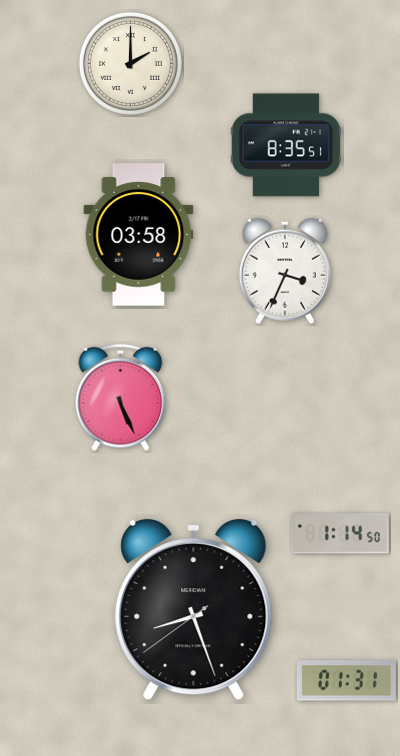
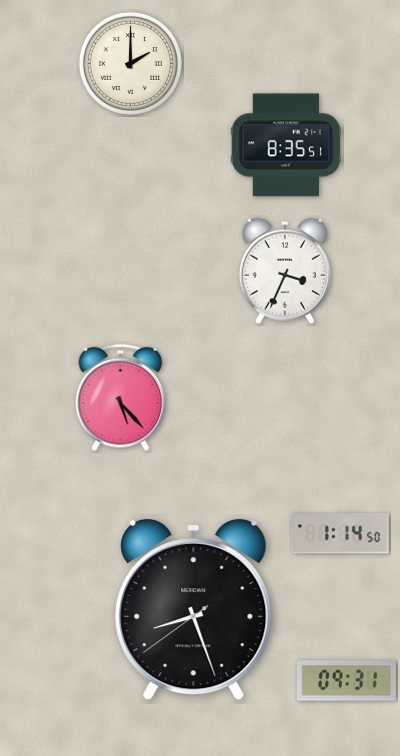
clock at (139, 235): 03:58 -> none
clock at (121, 398): 5:26 -> 5:23
clock at (346, 681): 01:31 -> 09:31
